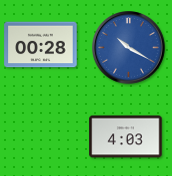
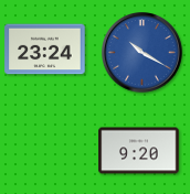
clock at (41, 45): 00:28 -> 23:24
clock at (126, 137): 4:03 -> 9:20
